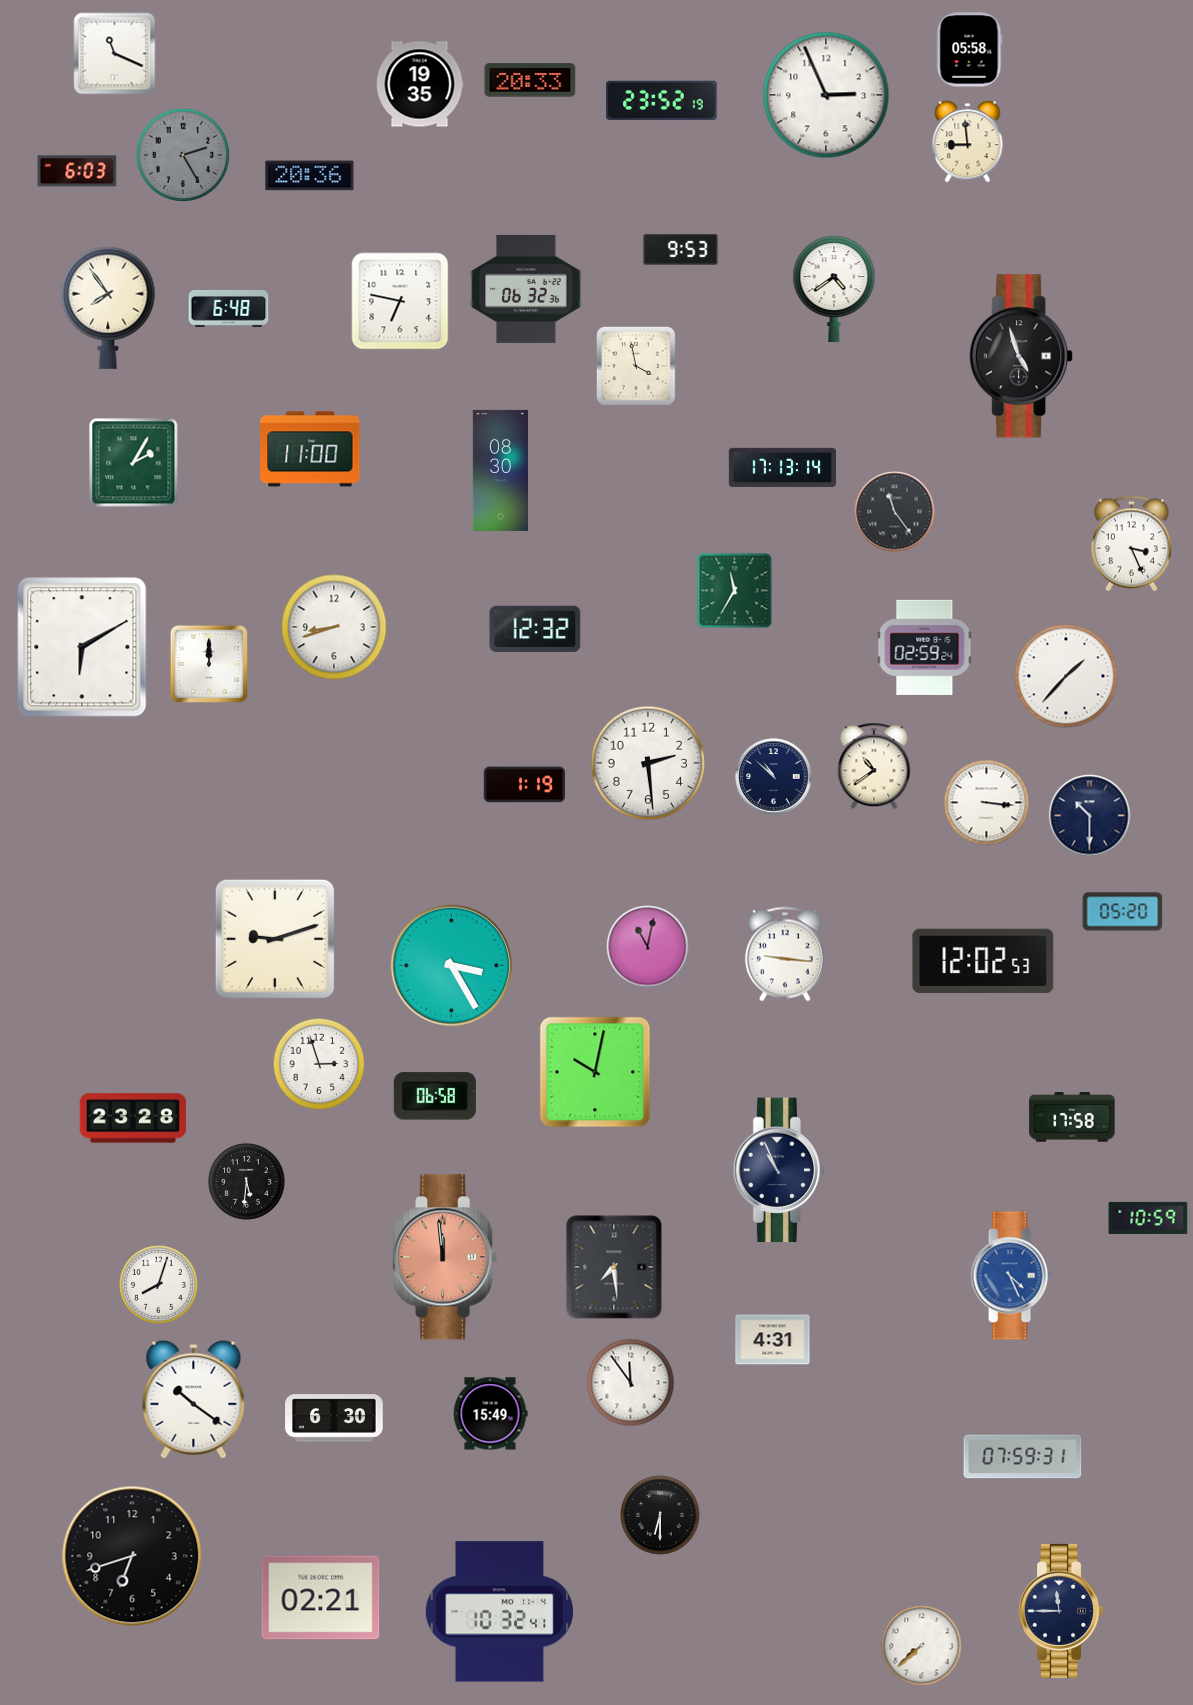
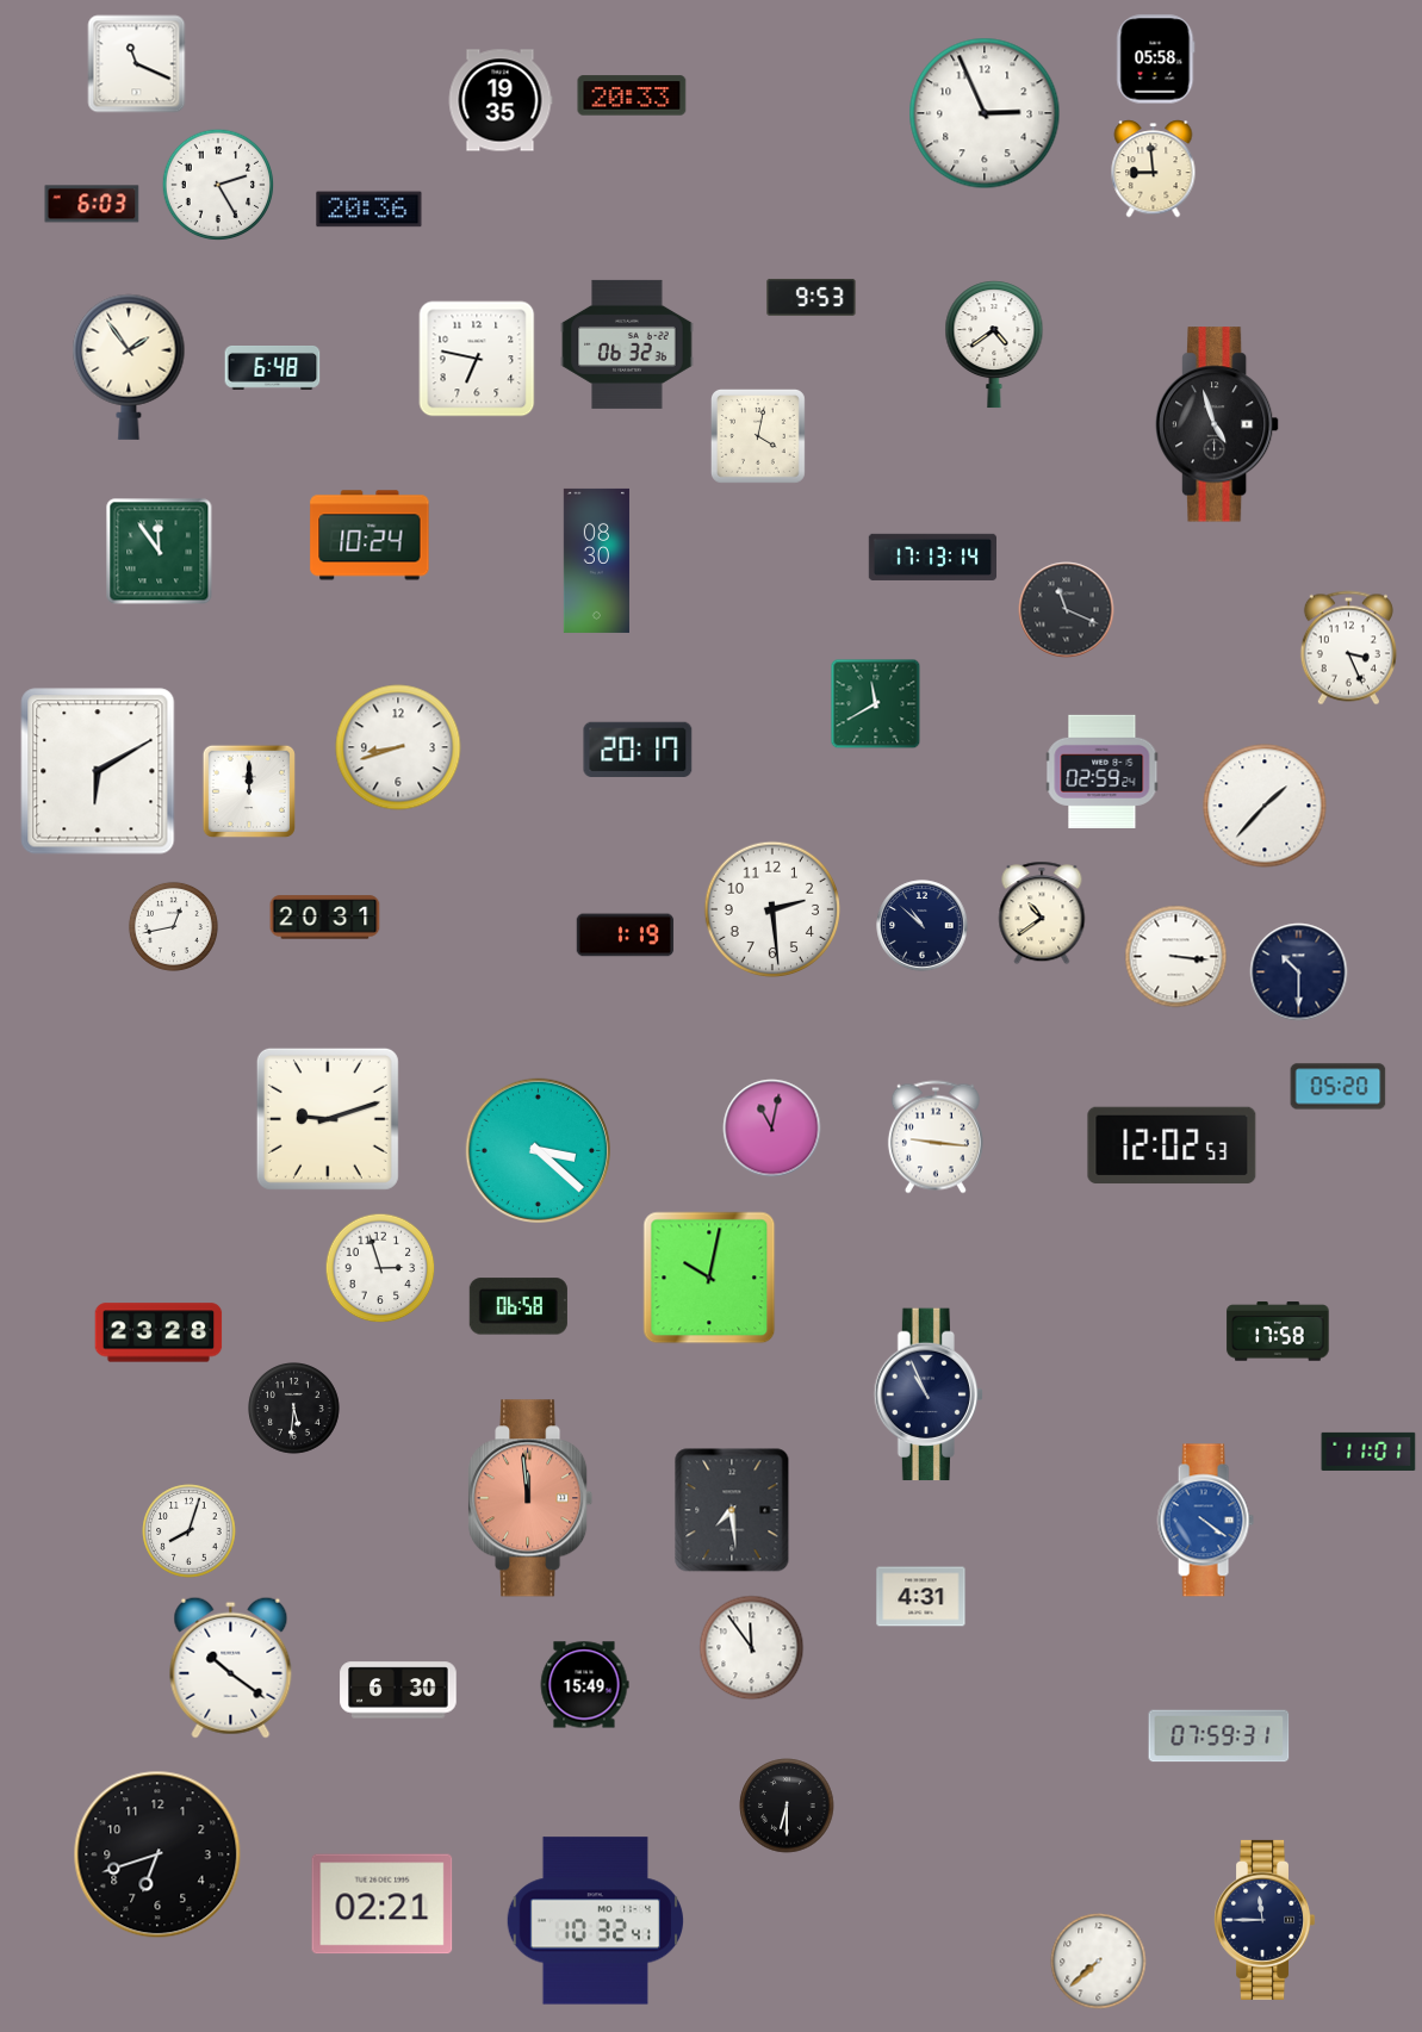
clock at (662, 101): 23:52 -> none
clock at (183, 155) dial: grey -> white
clock at (108, 308): 7:54 -> 1:54
clock at (636, 366): 3:58 -> 4:02
clock at (310, 449): 11:00 -> 10:24
clock at (134, 463): 2:05 -> 11:54
clock at (895, 512): 11:24 -> 11:19
clock at (735, 591): 11:35 -> 11:40
clock at (535, 629): 12:32 -> 20:17
clock at (1066, 676) position: (1066, 676) -> (1265, 806)
clock at (325, 918): none -> 20:31
clock at (173, 926): none -> 12:43
clock at (451, 965): 3:25 -> 3:22
clock at (1148, 1218): 10:59 -> 11:01
clock at (1011, 1276): 4:26 -> 4:21
